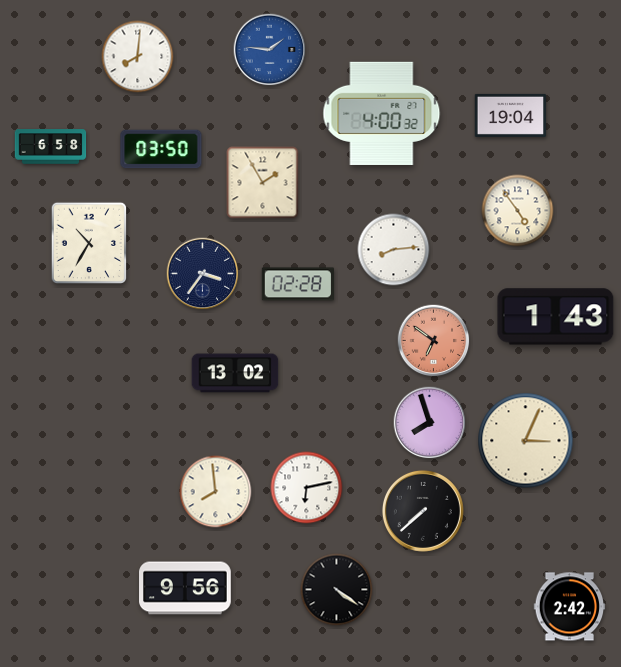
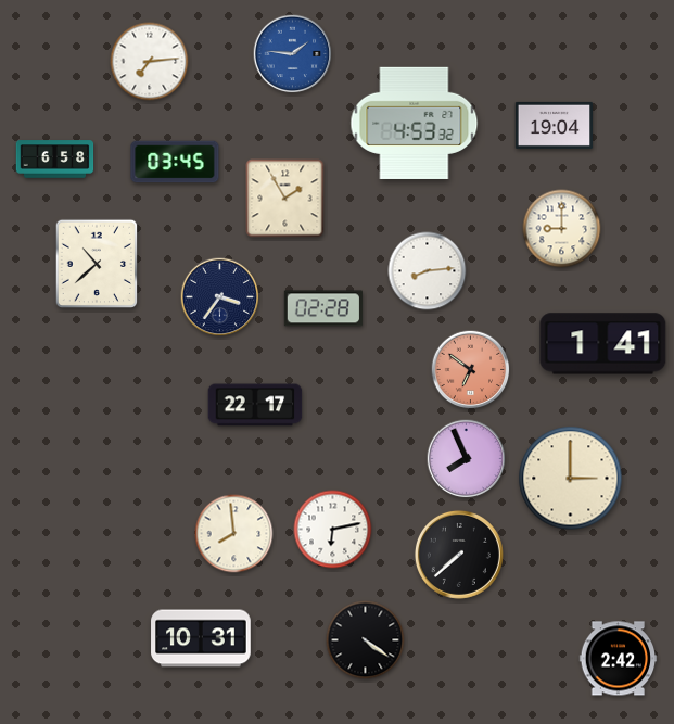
clock at (138, 57): 8:01 -> 7:14
clock at (382, 113): 4:00 -> 4:53
clock at (161, 149): 03:50 -> 03:45
clock at (518, 211): 4:54 -> 9:00
clock at (88, 242): 10:35 -> 10:38
clock at (556, 317): 1:43 -> 1:41
clock at (235, 373): 13:02 -> 22:17
clock at (430, 423): 7:57 -> 7:56
clock at (526, 441): 3:04 -> 3:00
clock at (185, 588): 9:56 -> 10:31
